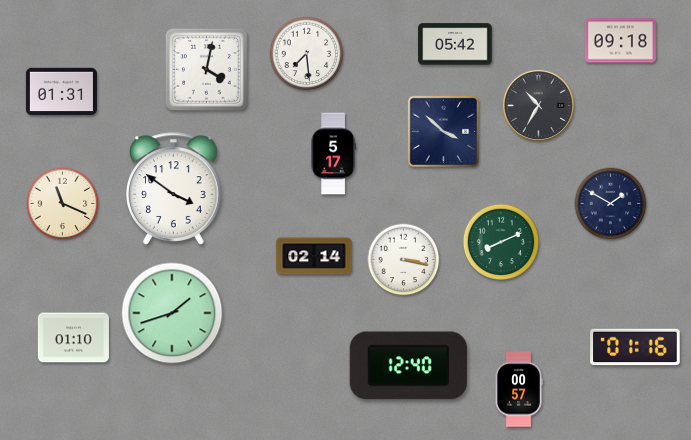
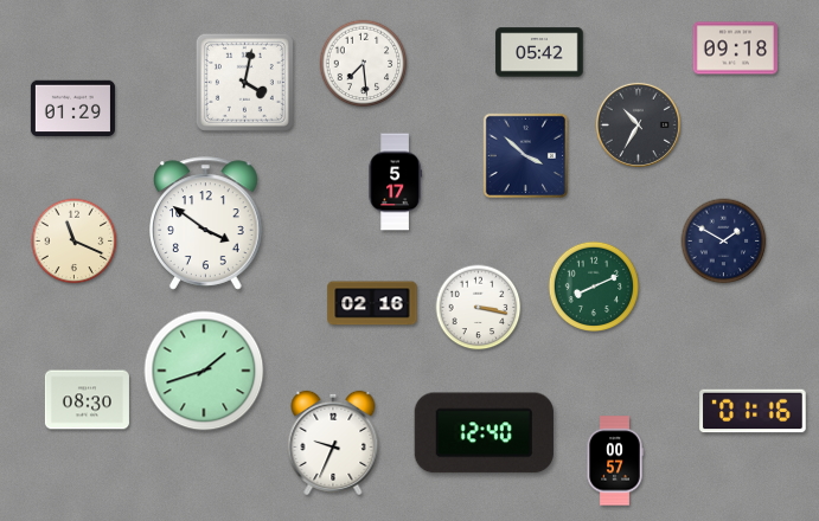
clock at (61, 92): 01:31 -> 01:29
clock at (314, 256): 02:14 -> 02:16
clock at (73, 338): 01:10 -> 08:30
clock at (333, 443): none -> 9:34
